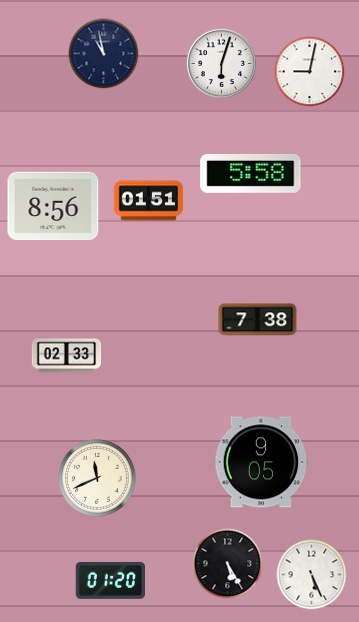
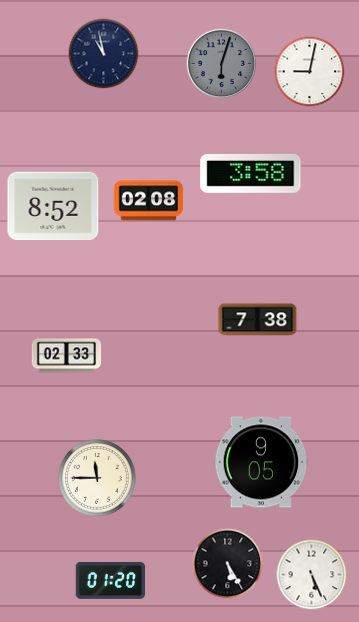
clock at (221, 63) dial: white -> grey
clock at (251, 174): 5:58 -> 3:58
clock at (149, 201): 01:51 -> 02:08
clock at (53, 206): 8:56 -> 8:52
clock at (98, 479): 11:41 -> 11:45
